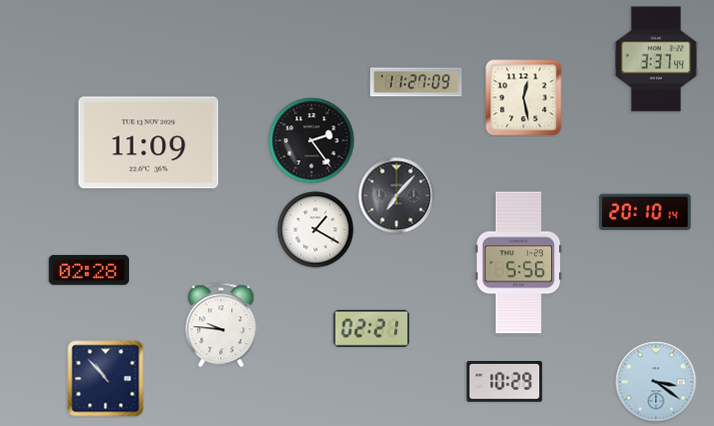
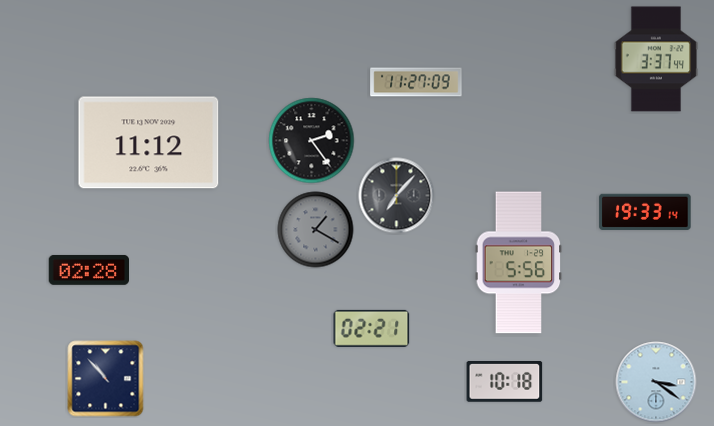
clock at (524, 98): 12:28 -> none
clock at (149, 143): 11:09 -> 11:12
clock at (645, 212): 20:10 -> 19:33
clock at (316, 230) dial: white -> grey
clock at (221, 325): 9:46 -> none
clock at (505, 382): 10:29 -> 10:18
